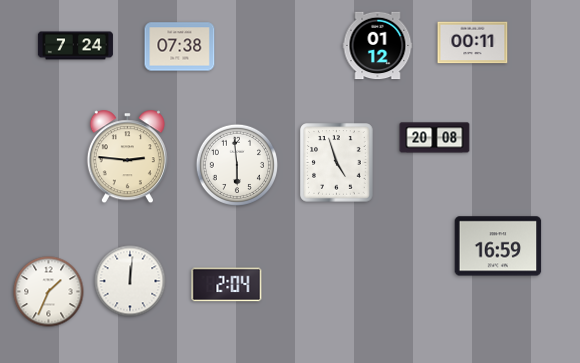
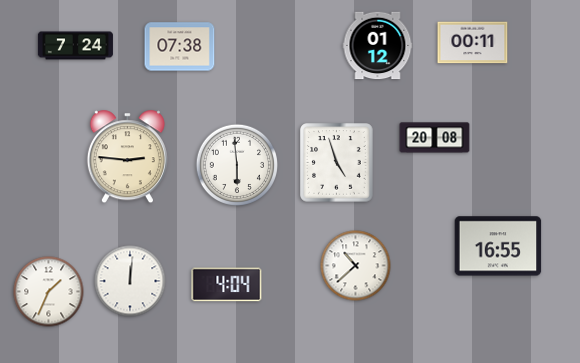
clock at (498, 246): 16:59 -> 16:55
clock at (356, 266): none -> 10:38
clock at (227, 285): 2:04 -> 4:04
